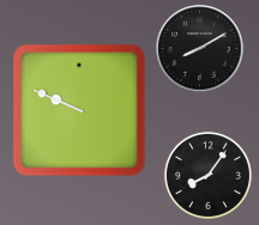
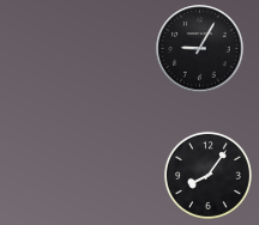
clock at (200, 49): 8:10 -> 9:05
clock at (79, 110): 9:49 -> none
